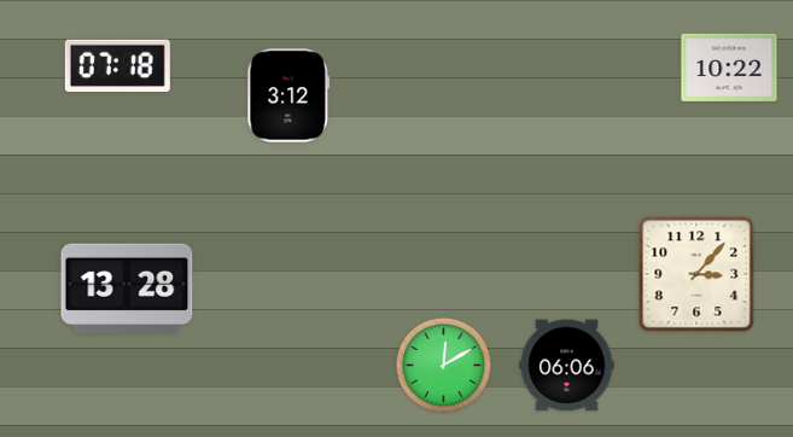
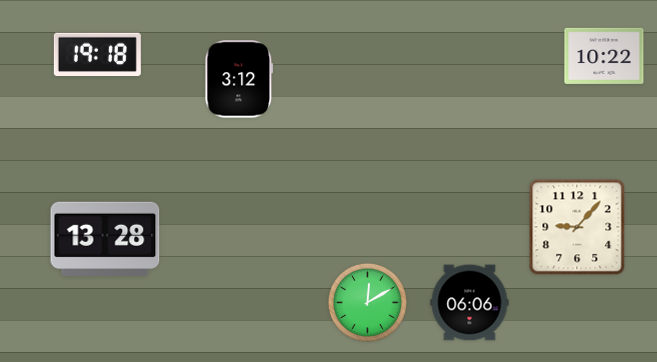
clock at (117, 65): 07:18 -> 19:18
clock at (696, 274): 3:07 -> 9:07
